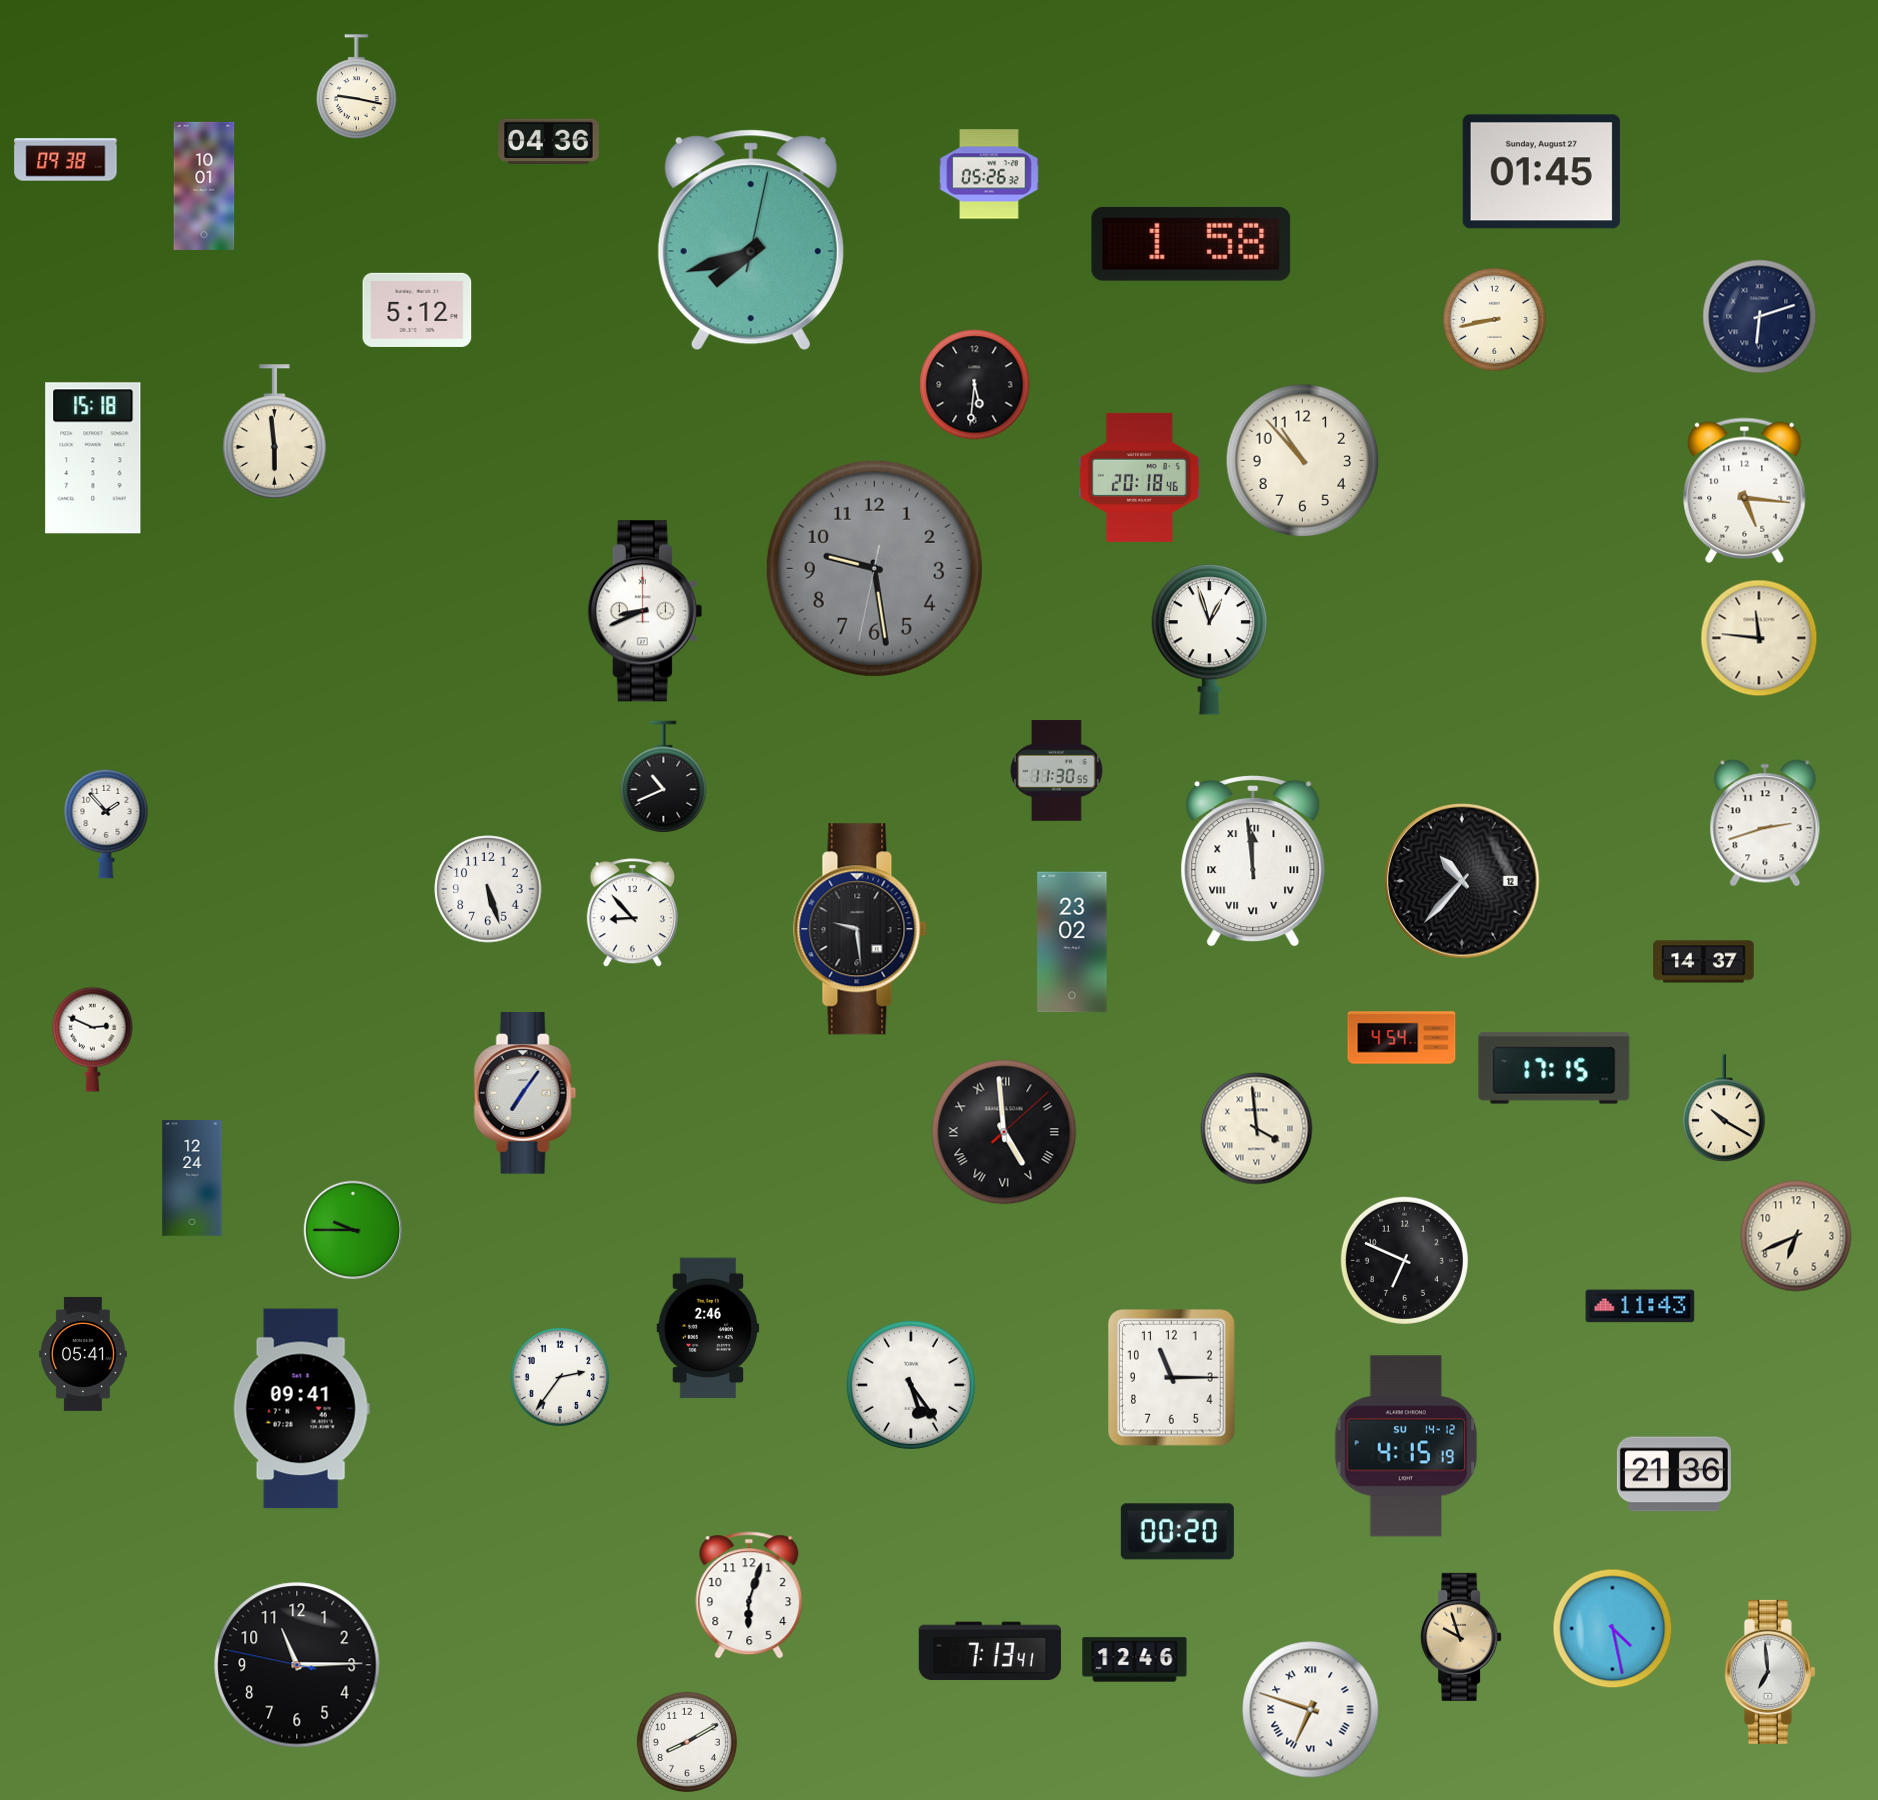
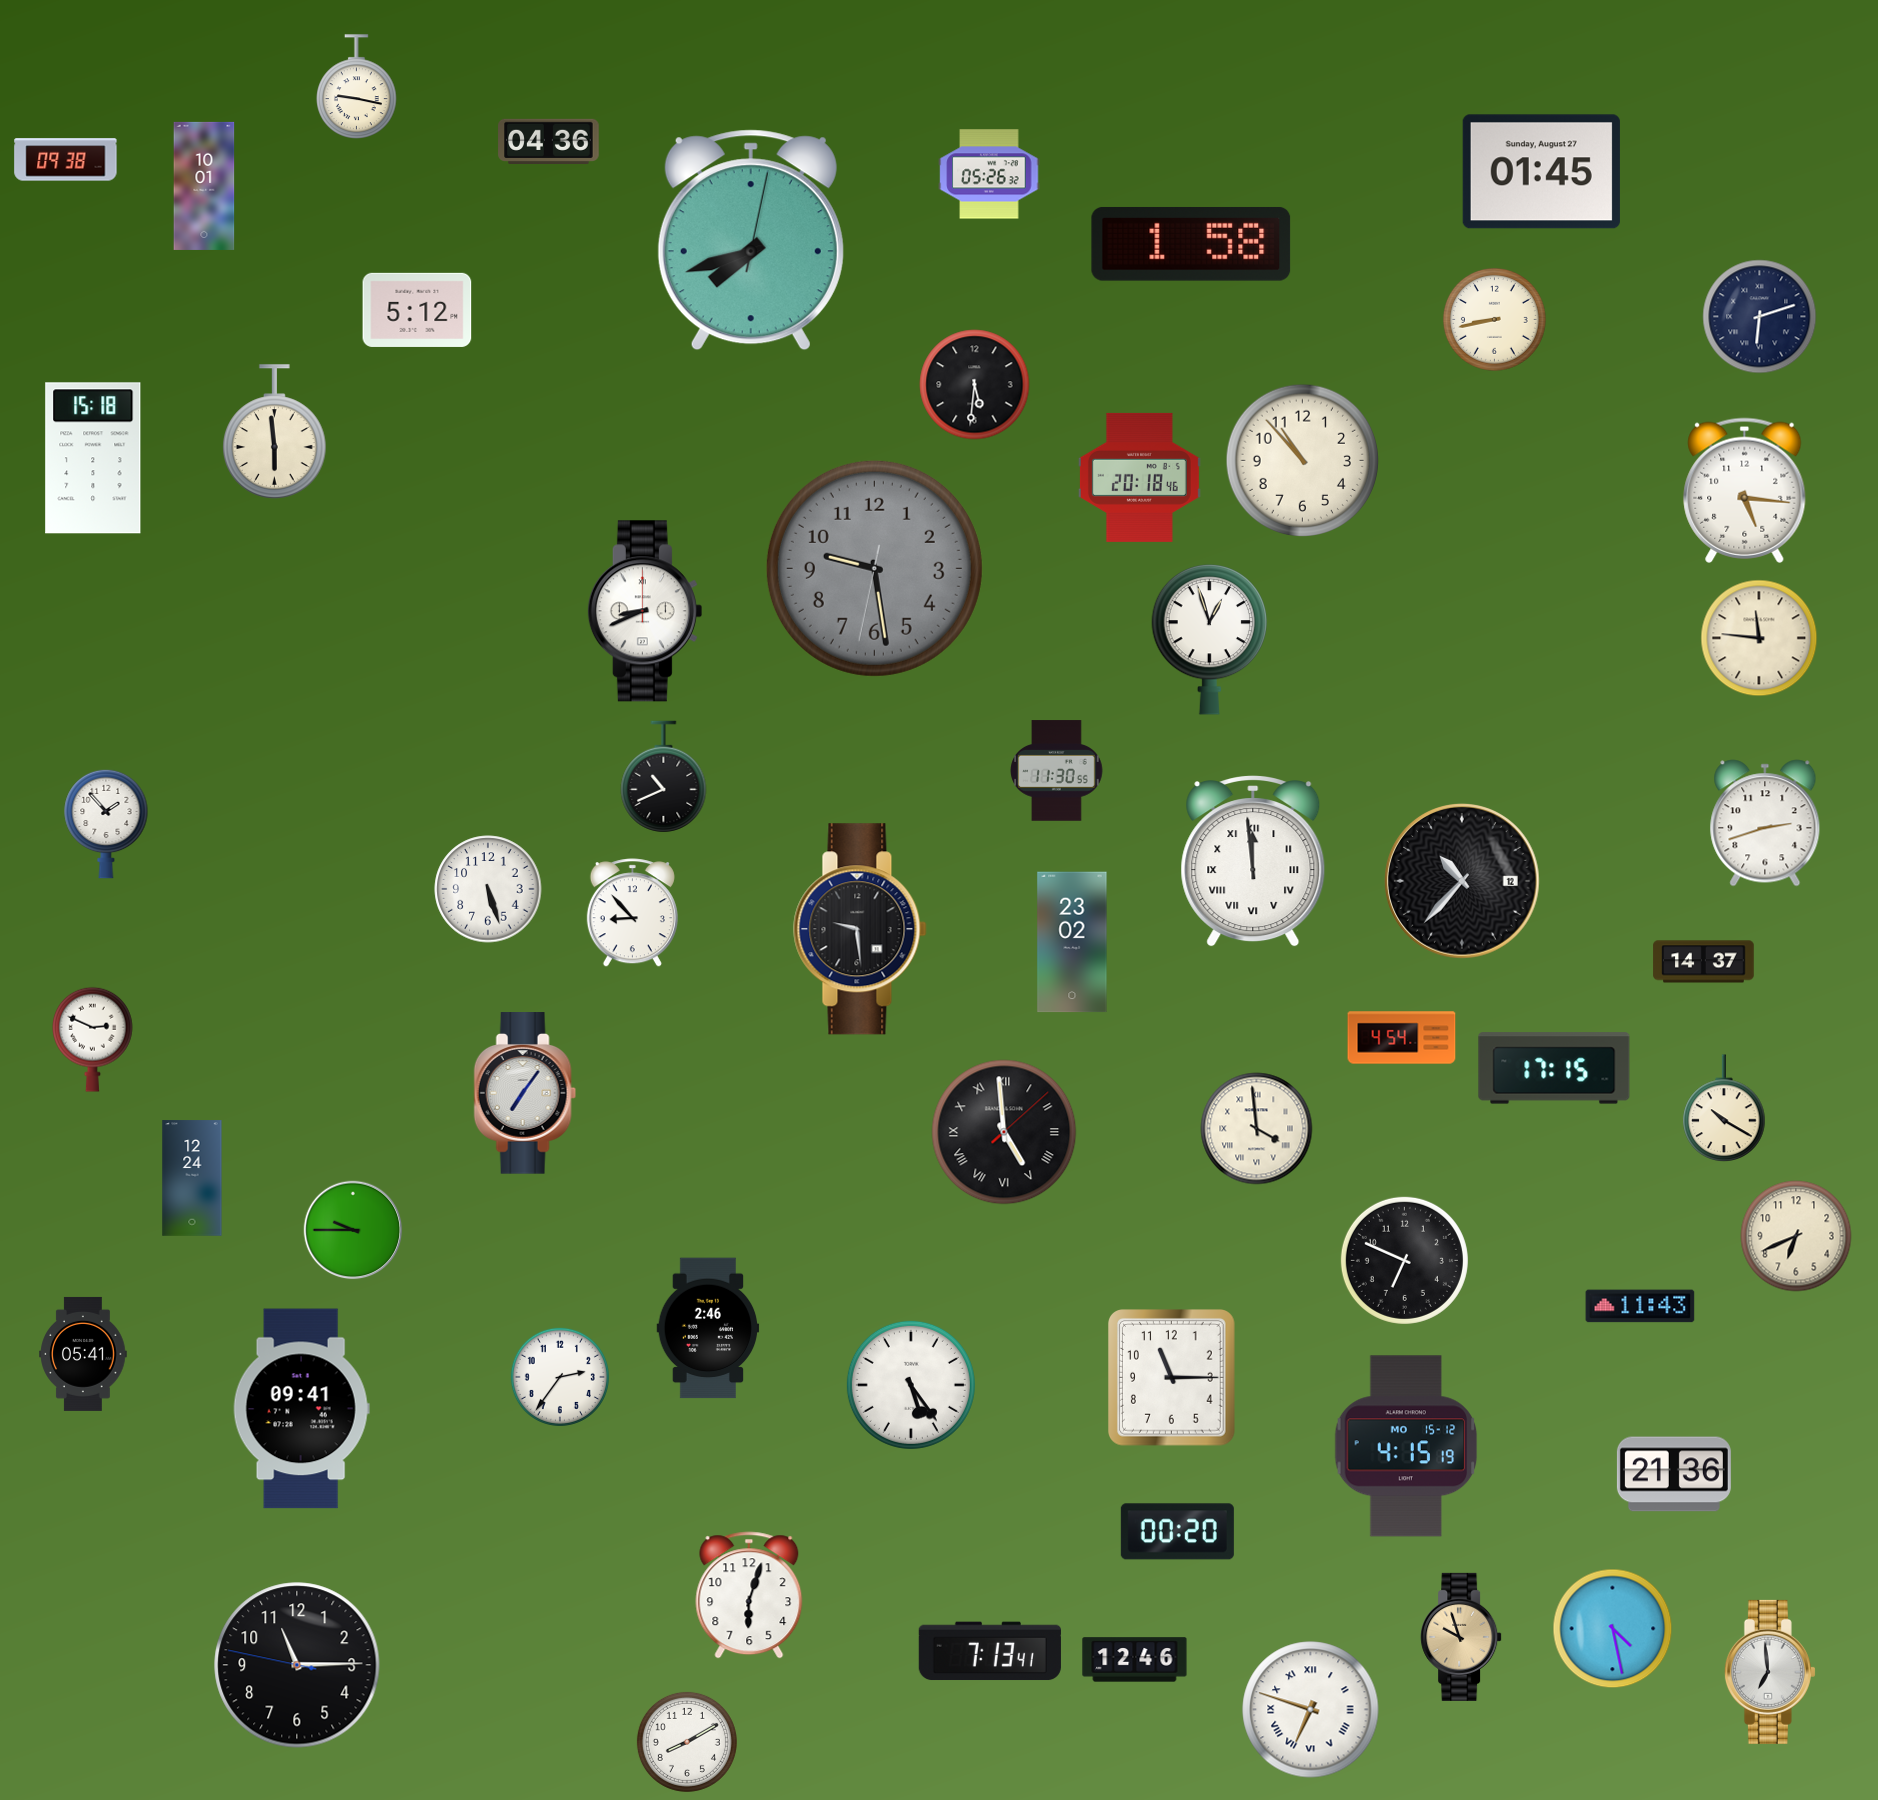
clock at (1406, 1446) date: SU 14-12 -> MO 15-12
